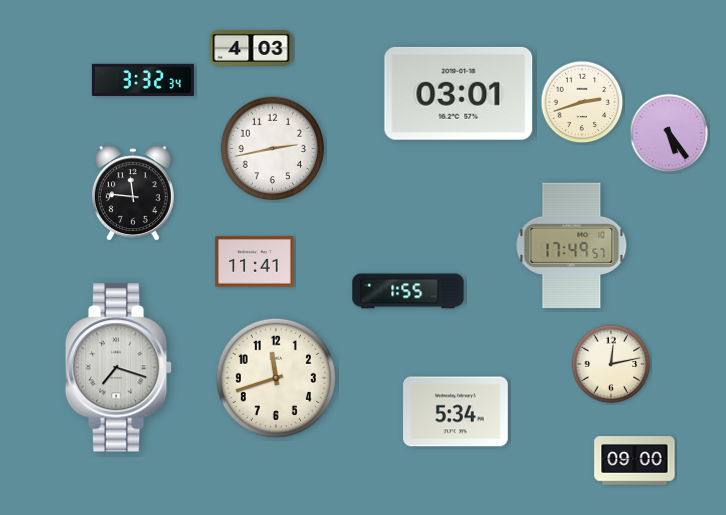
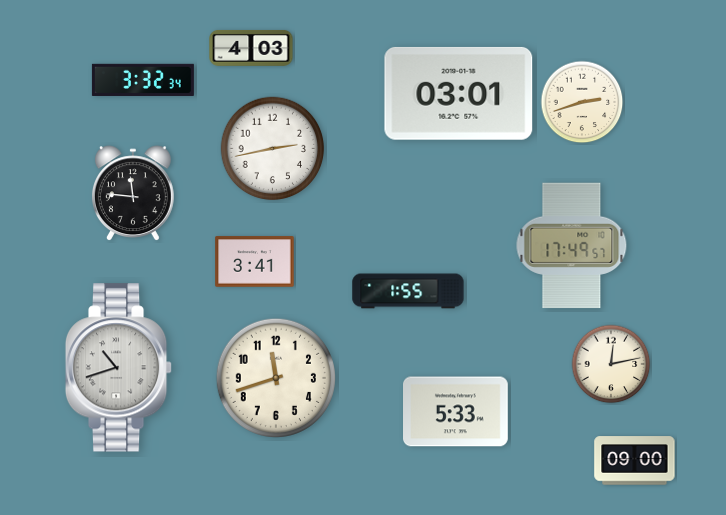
clock at (669, 133): 5:24 -> none
clock at (255, 262): 11:41 -> 3:41
clock at (119, 368): 7:18 -> 10:42
clock at (456, 412): 5:34 -> 5:33
